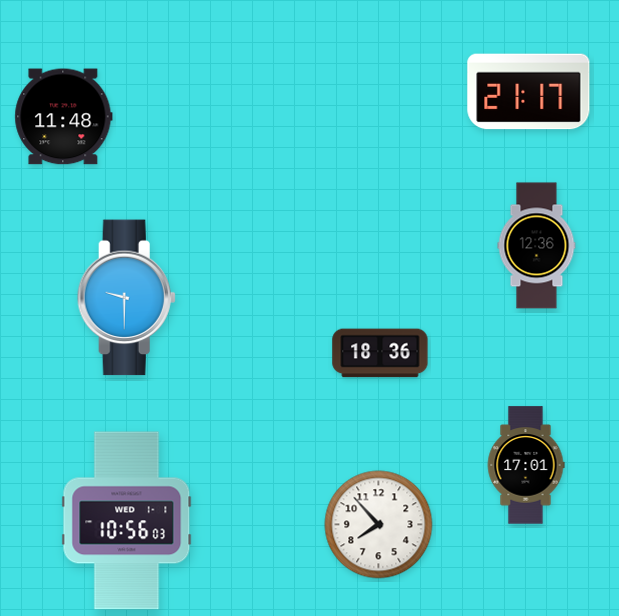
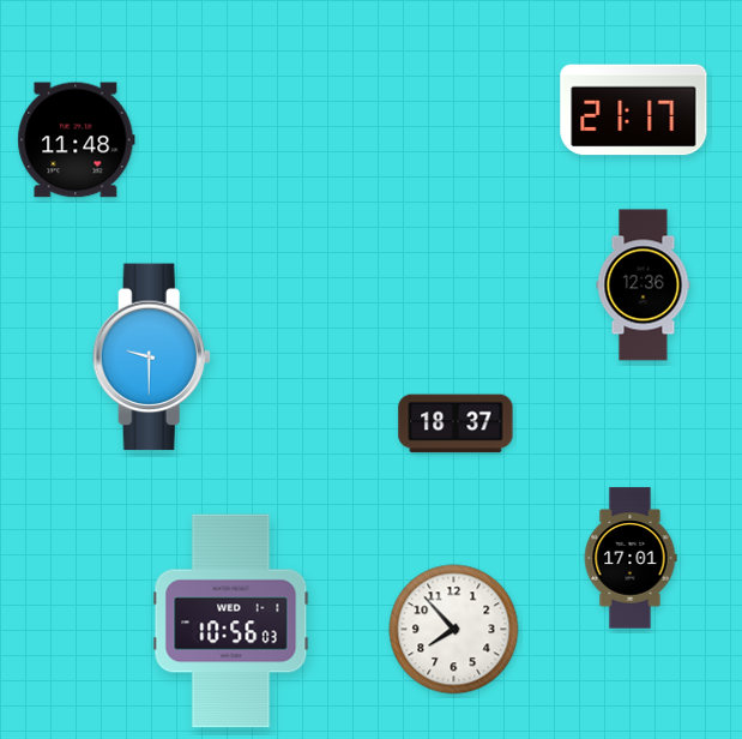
clock at (537, 246) position: (537, 246) -> (644, 286)
clock at (380, 353): 18:36 -> 18:37
clock at (127, 521) position: (127, 521) -> (231, 621)
